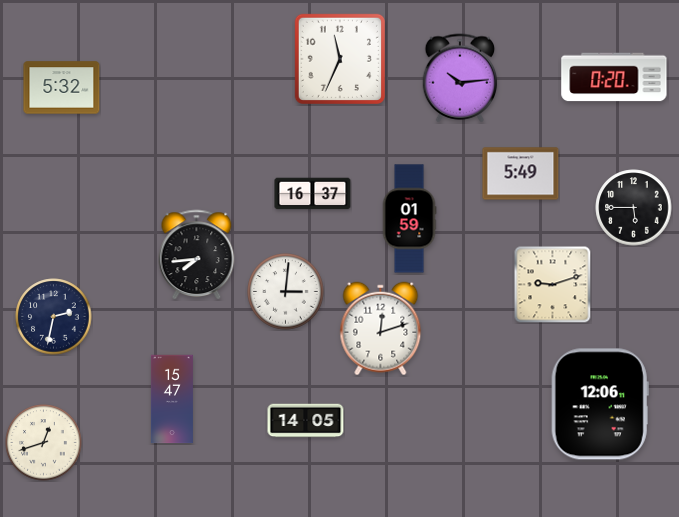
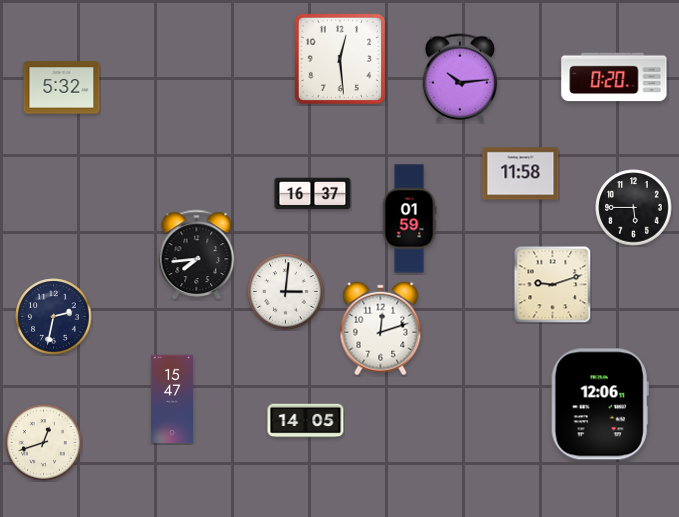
clock at (340, 59): 11:34 -> 12:29
clock at (521, 174): 5:49 -> 11:58
